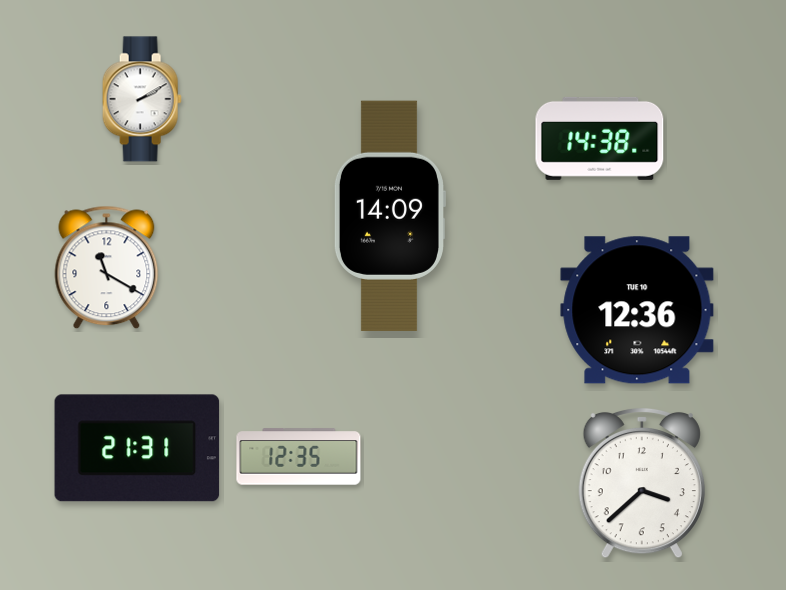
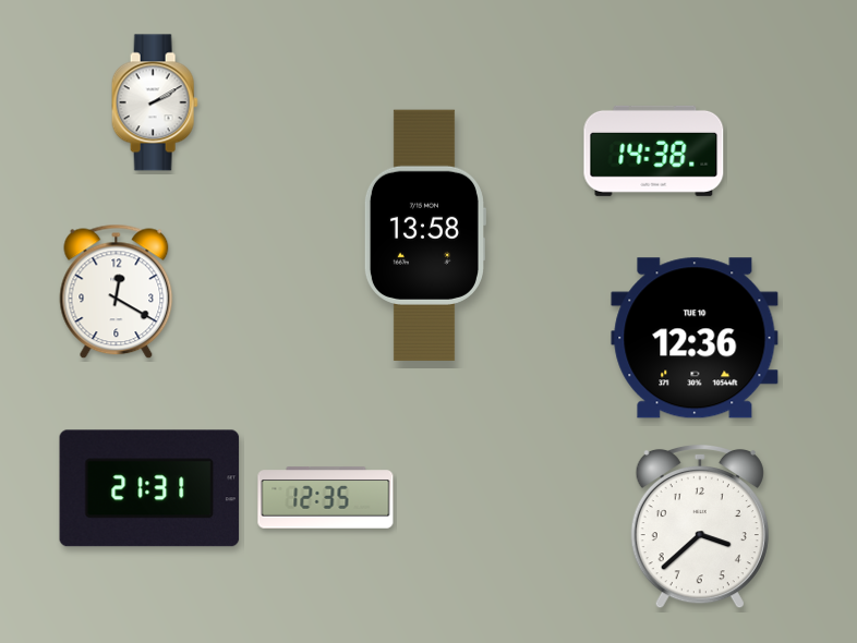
clock at (142, 99) position: (142, 99) -> (155, 102)
clock at (389, 216): 14:09 -> 13:58
clock at (107, 268): 11:20 -> 12:20
